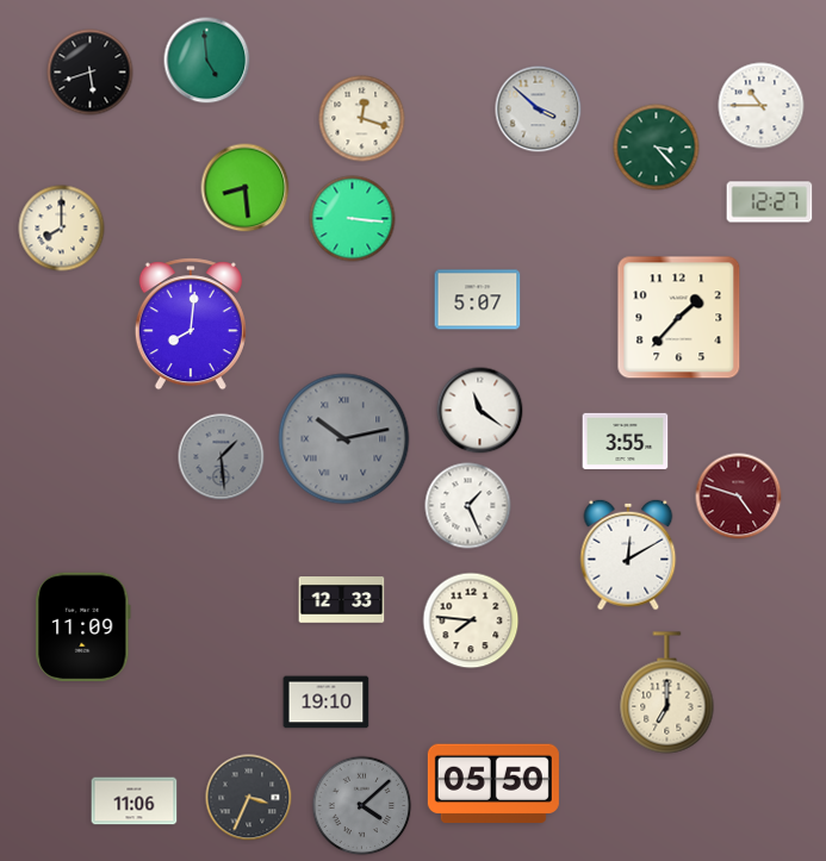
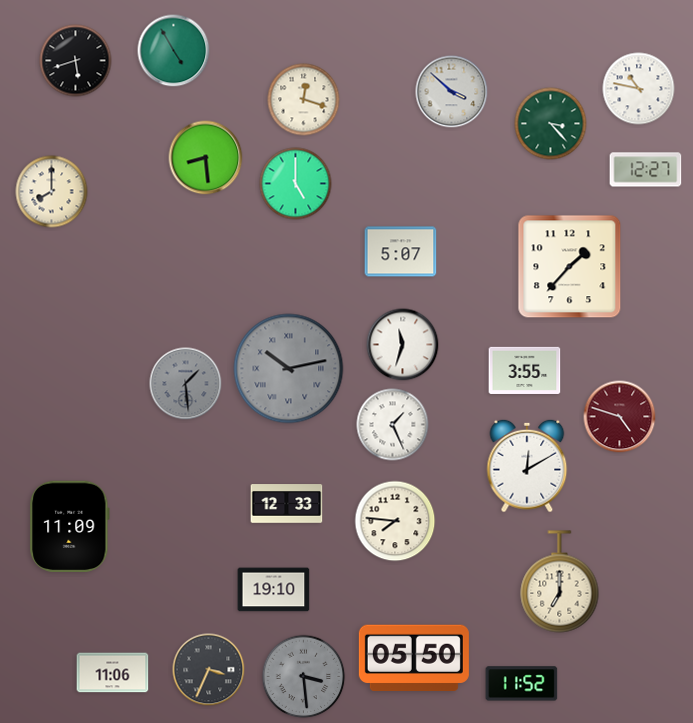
clock at (207, 61): 4:59 -> 4:55
clock at (762, 106): 10:45 -> 10:47
clock at (353, 219): 3:16 -> 5:00
clock at (191, 324): 8:01 -> none
clock at (480, 411): 11:21 -> 11:33
clock at (362, 806): 4:08 -> 3:29
clock at (522, 684): none -> 11:52
